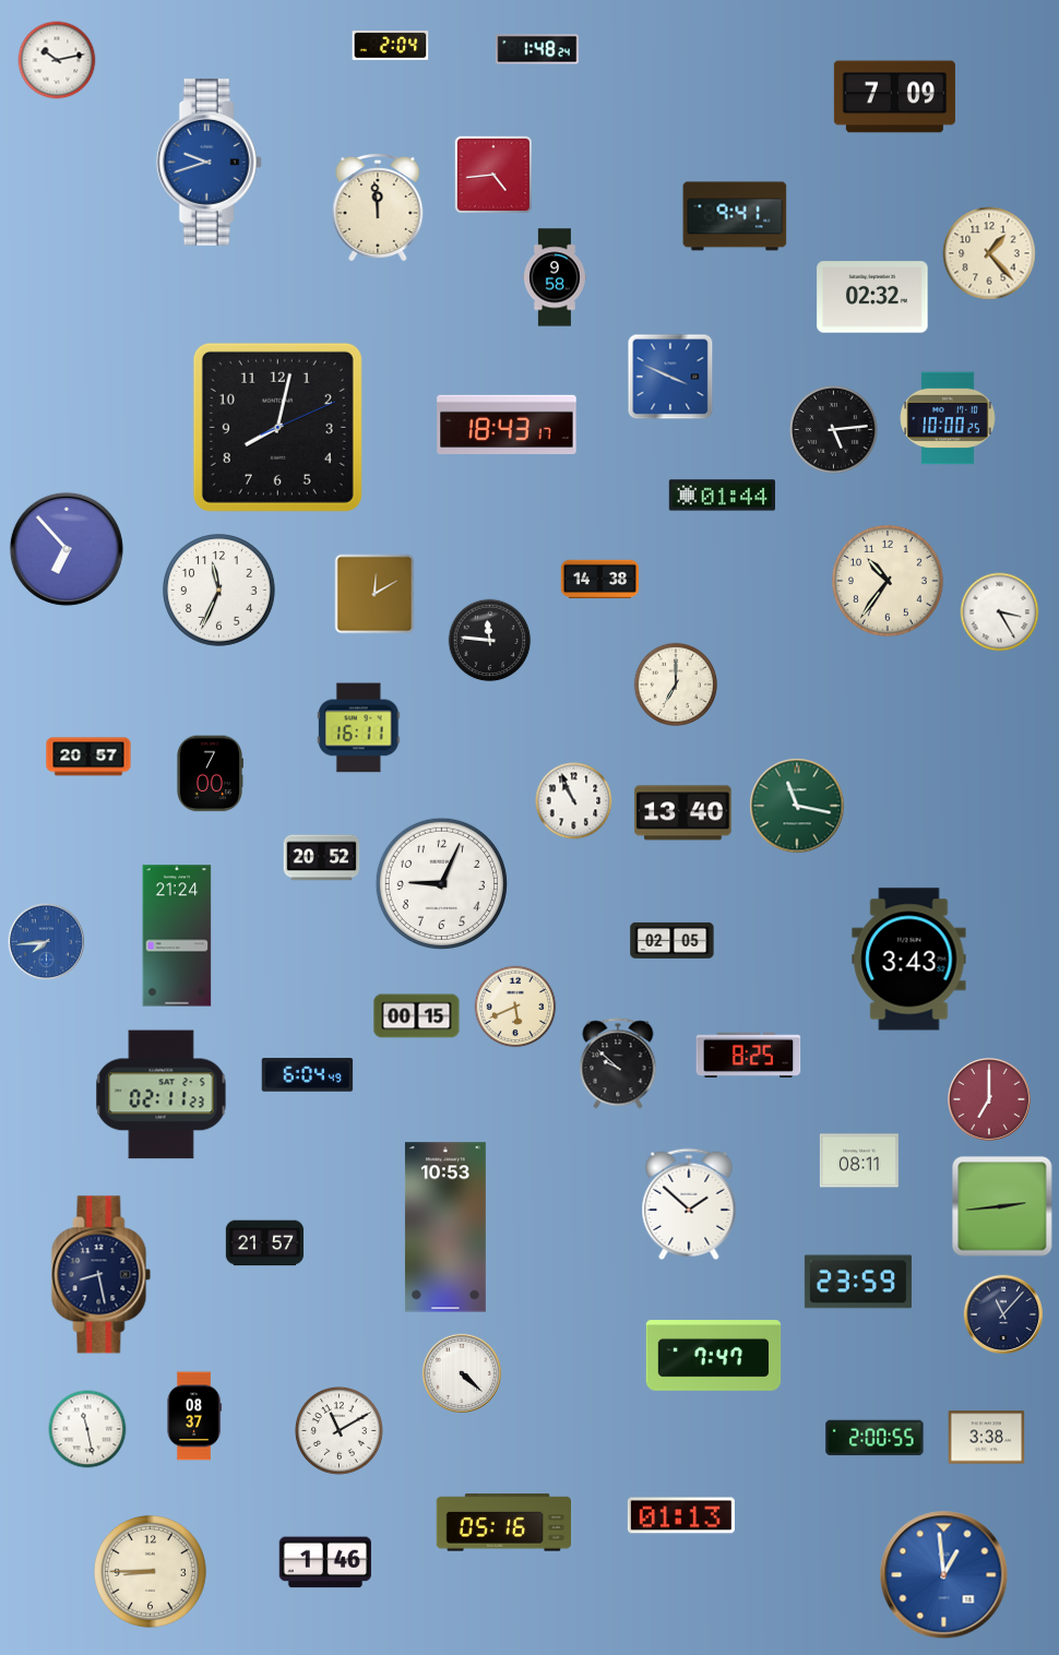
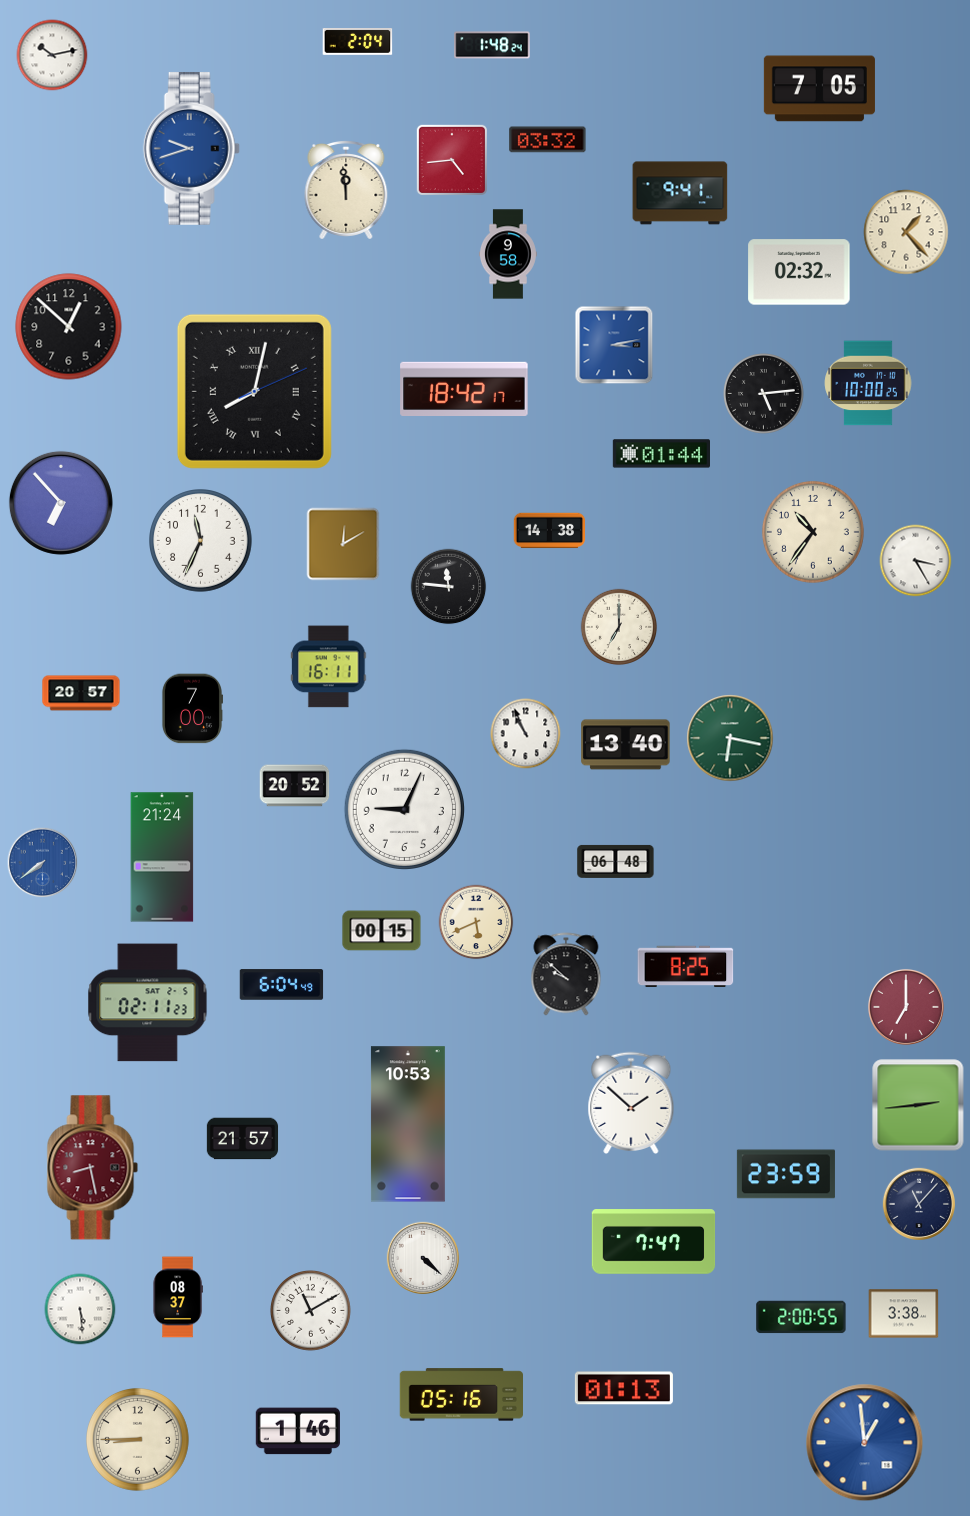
clock at (894, 97): 7:09 -> 7:05
clock at (548, 140): none -> 03:32
clock at (735, 216) position: (735, 216) -> (680, 193)
clock at (69, 327): none -> 12:52
clock at (670, 377): 3:49 -> 3:13
clock at (507, 424): 18:43 -> 18:42
clock at (277, 427) numerals: Arabic -> Roman
clock at (797, 806): 11:17 -> 6:17
clock at (673, 940): 02:05 -> 06:48
clock at (47, 942): 7:44 -> 7:39
clock at (909, 960): 3:43 -> none
clock at (515, 1007) position: (515, 1007) -> (476, 922)
clock at (859, 1160): 08:11 -> none
clock at (102, 1275) dial: navy -> burgundy
clock at (87, 1429): 11:28 -> 5:29
clock at (987, 1438) position: (987, 1438) -> (904, 1314)
